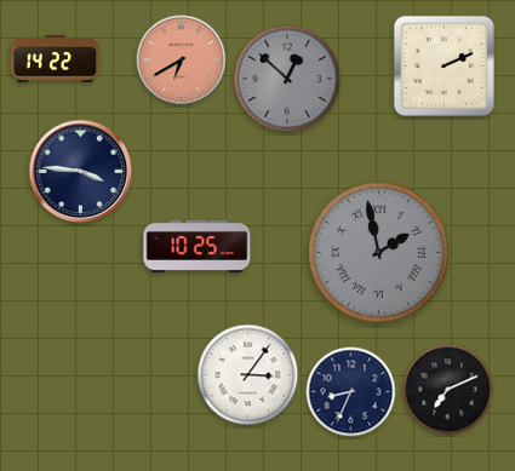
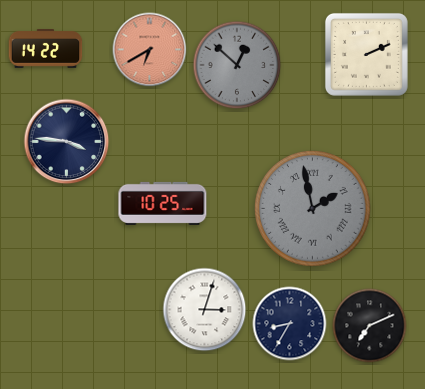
clock at (248, 375): 3:06 -> 3:03
clock at (448, 390) position: (448, 390) -> (370, 326)
clock at (351, 392): 8:34 -> 8:35
